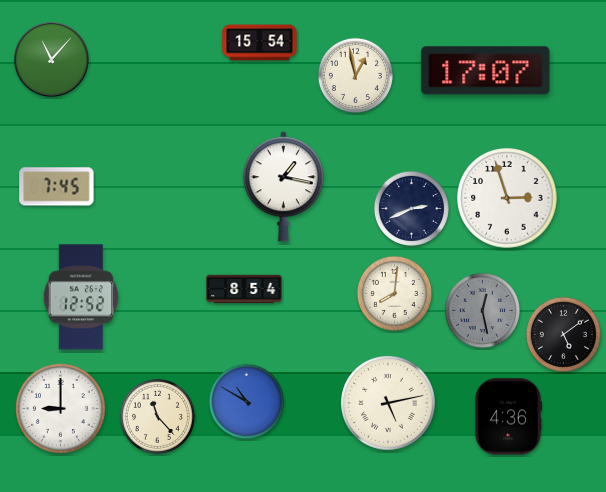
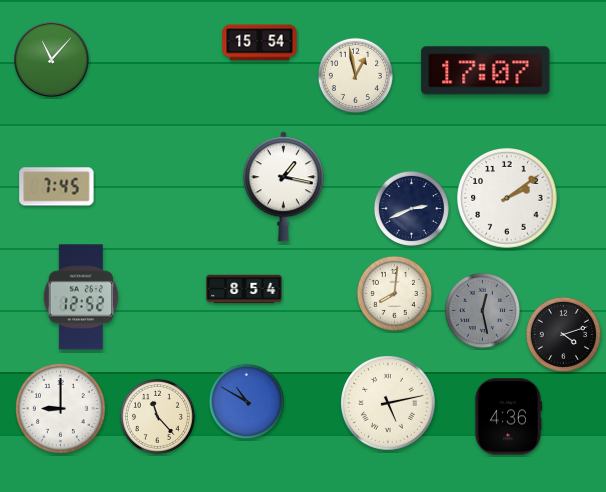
clock at (507, 198): 2:57 -> 2:09
clock at (563, 334): 5:09 -> 4:12
